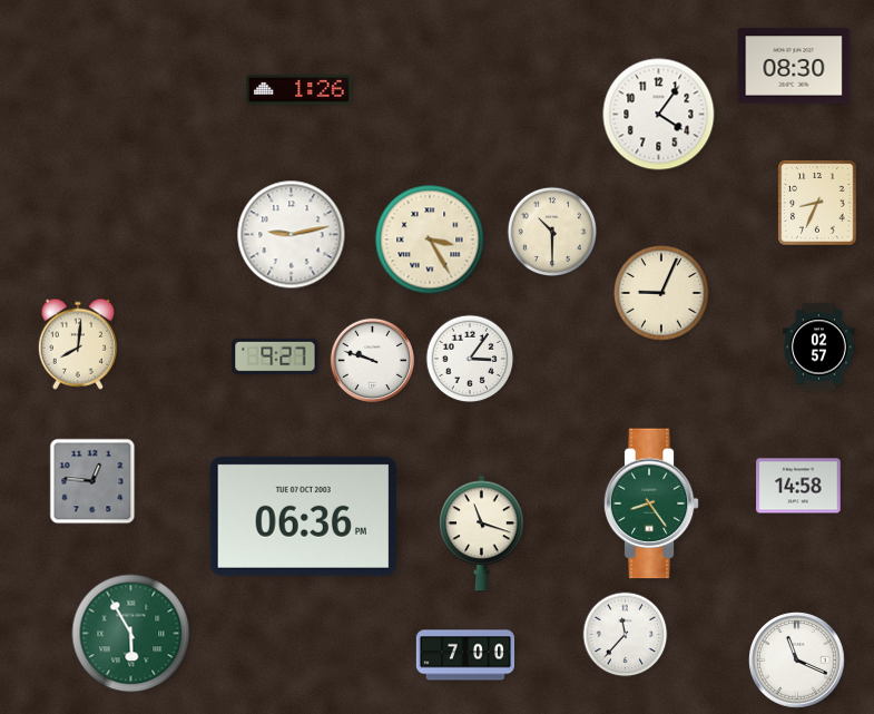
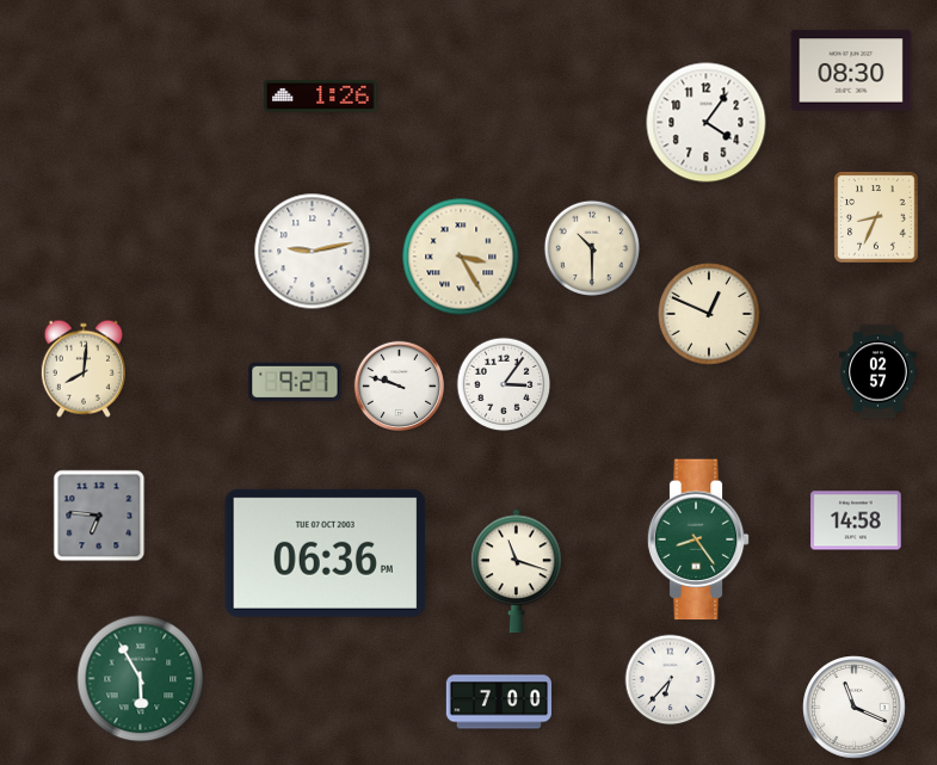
clock at (661, 293): 9:04 -> 12:49
clock at (92, 481): 12:46 -> 6:46
clock at (626, 635): 11:37 -> 6:37
